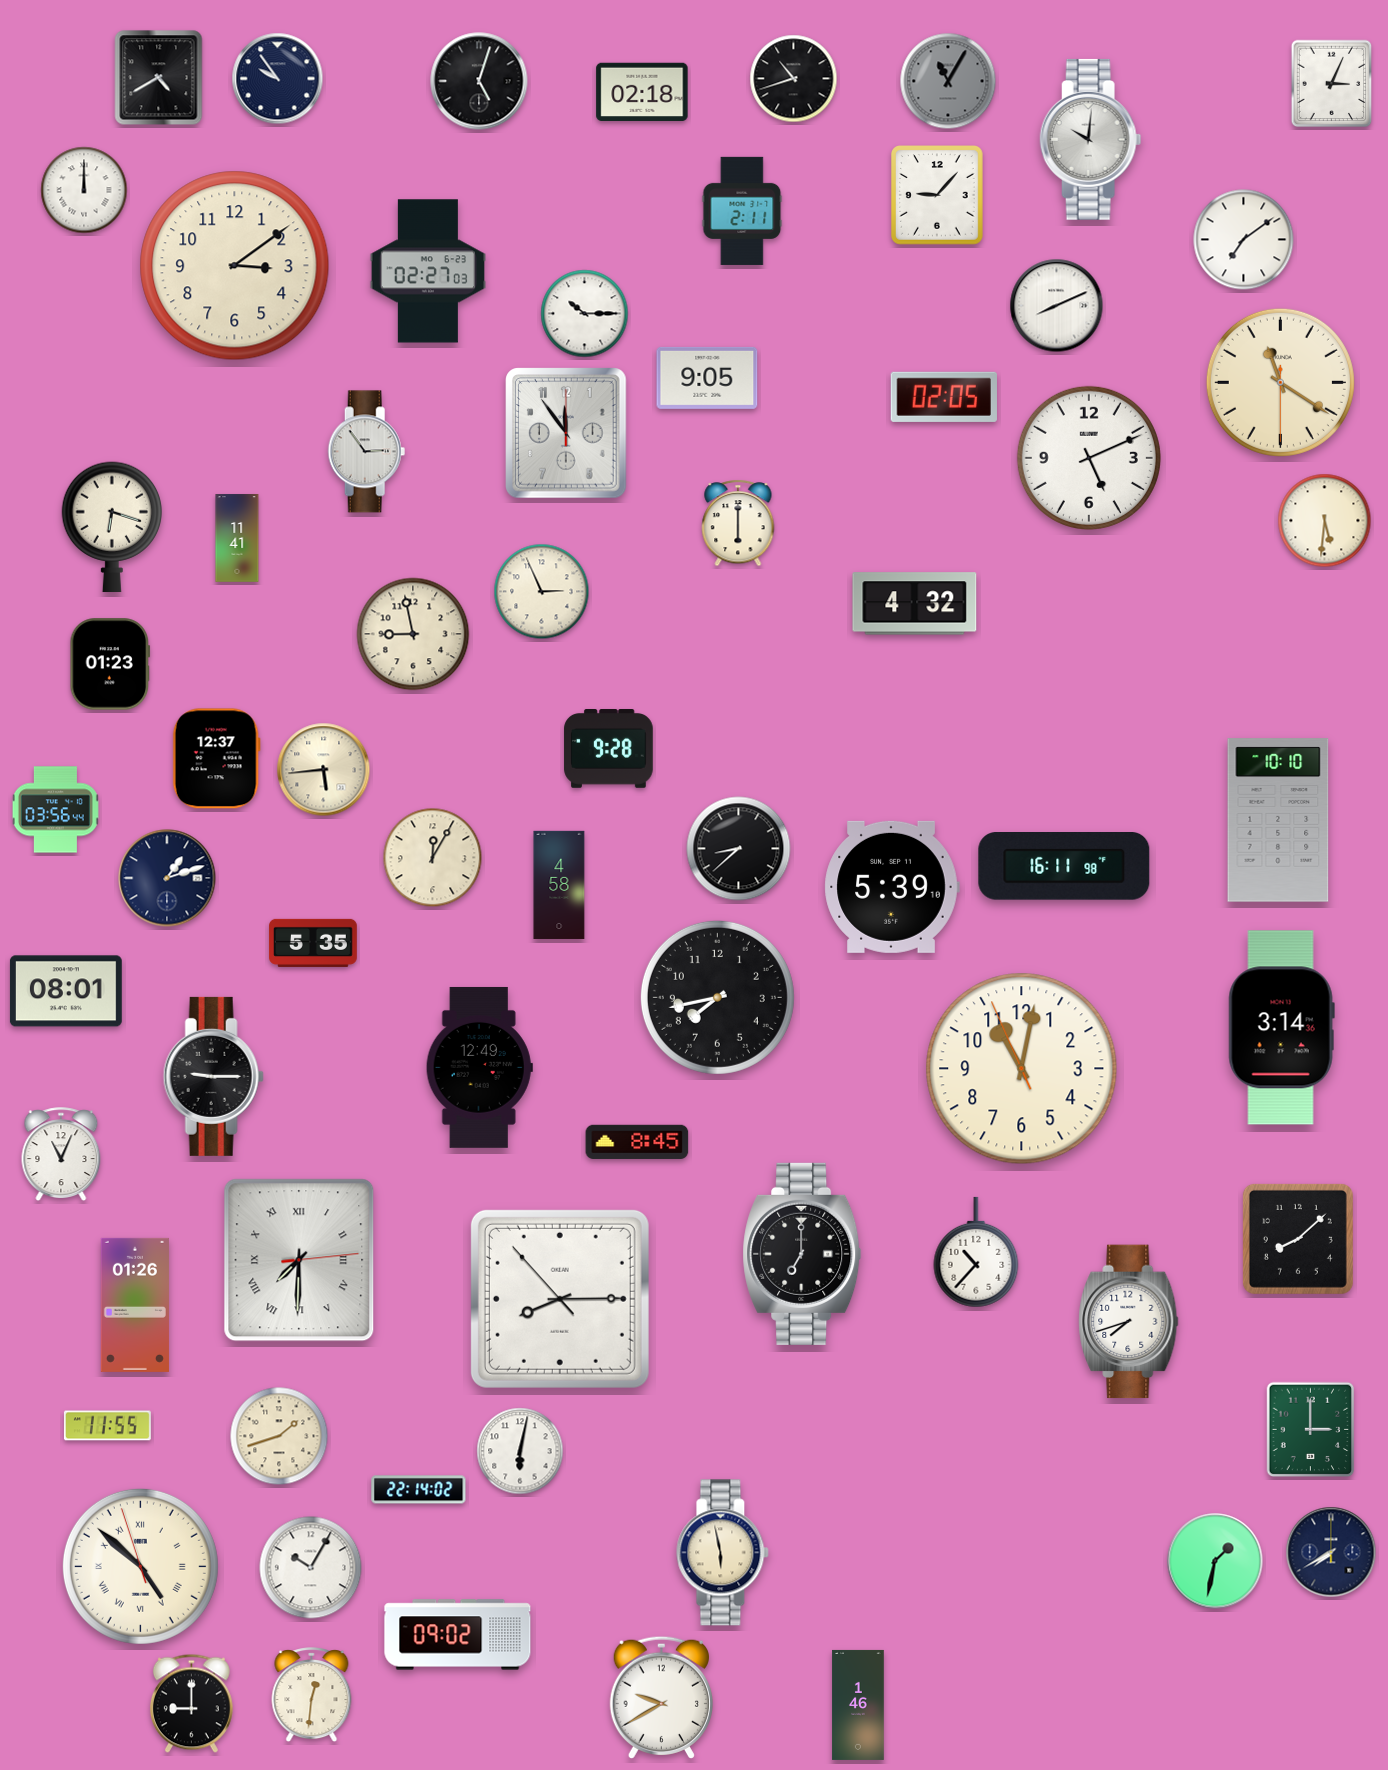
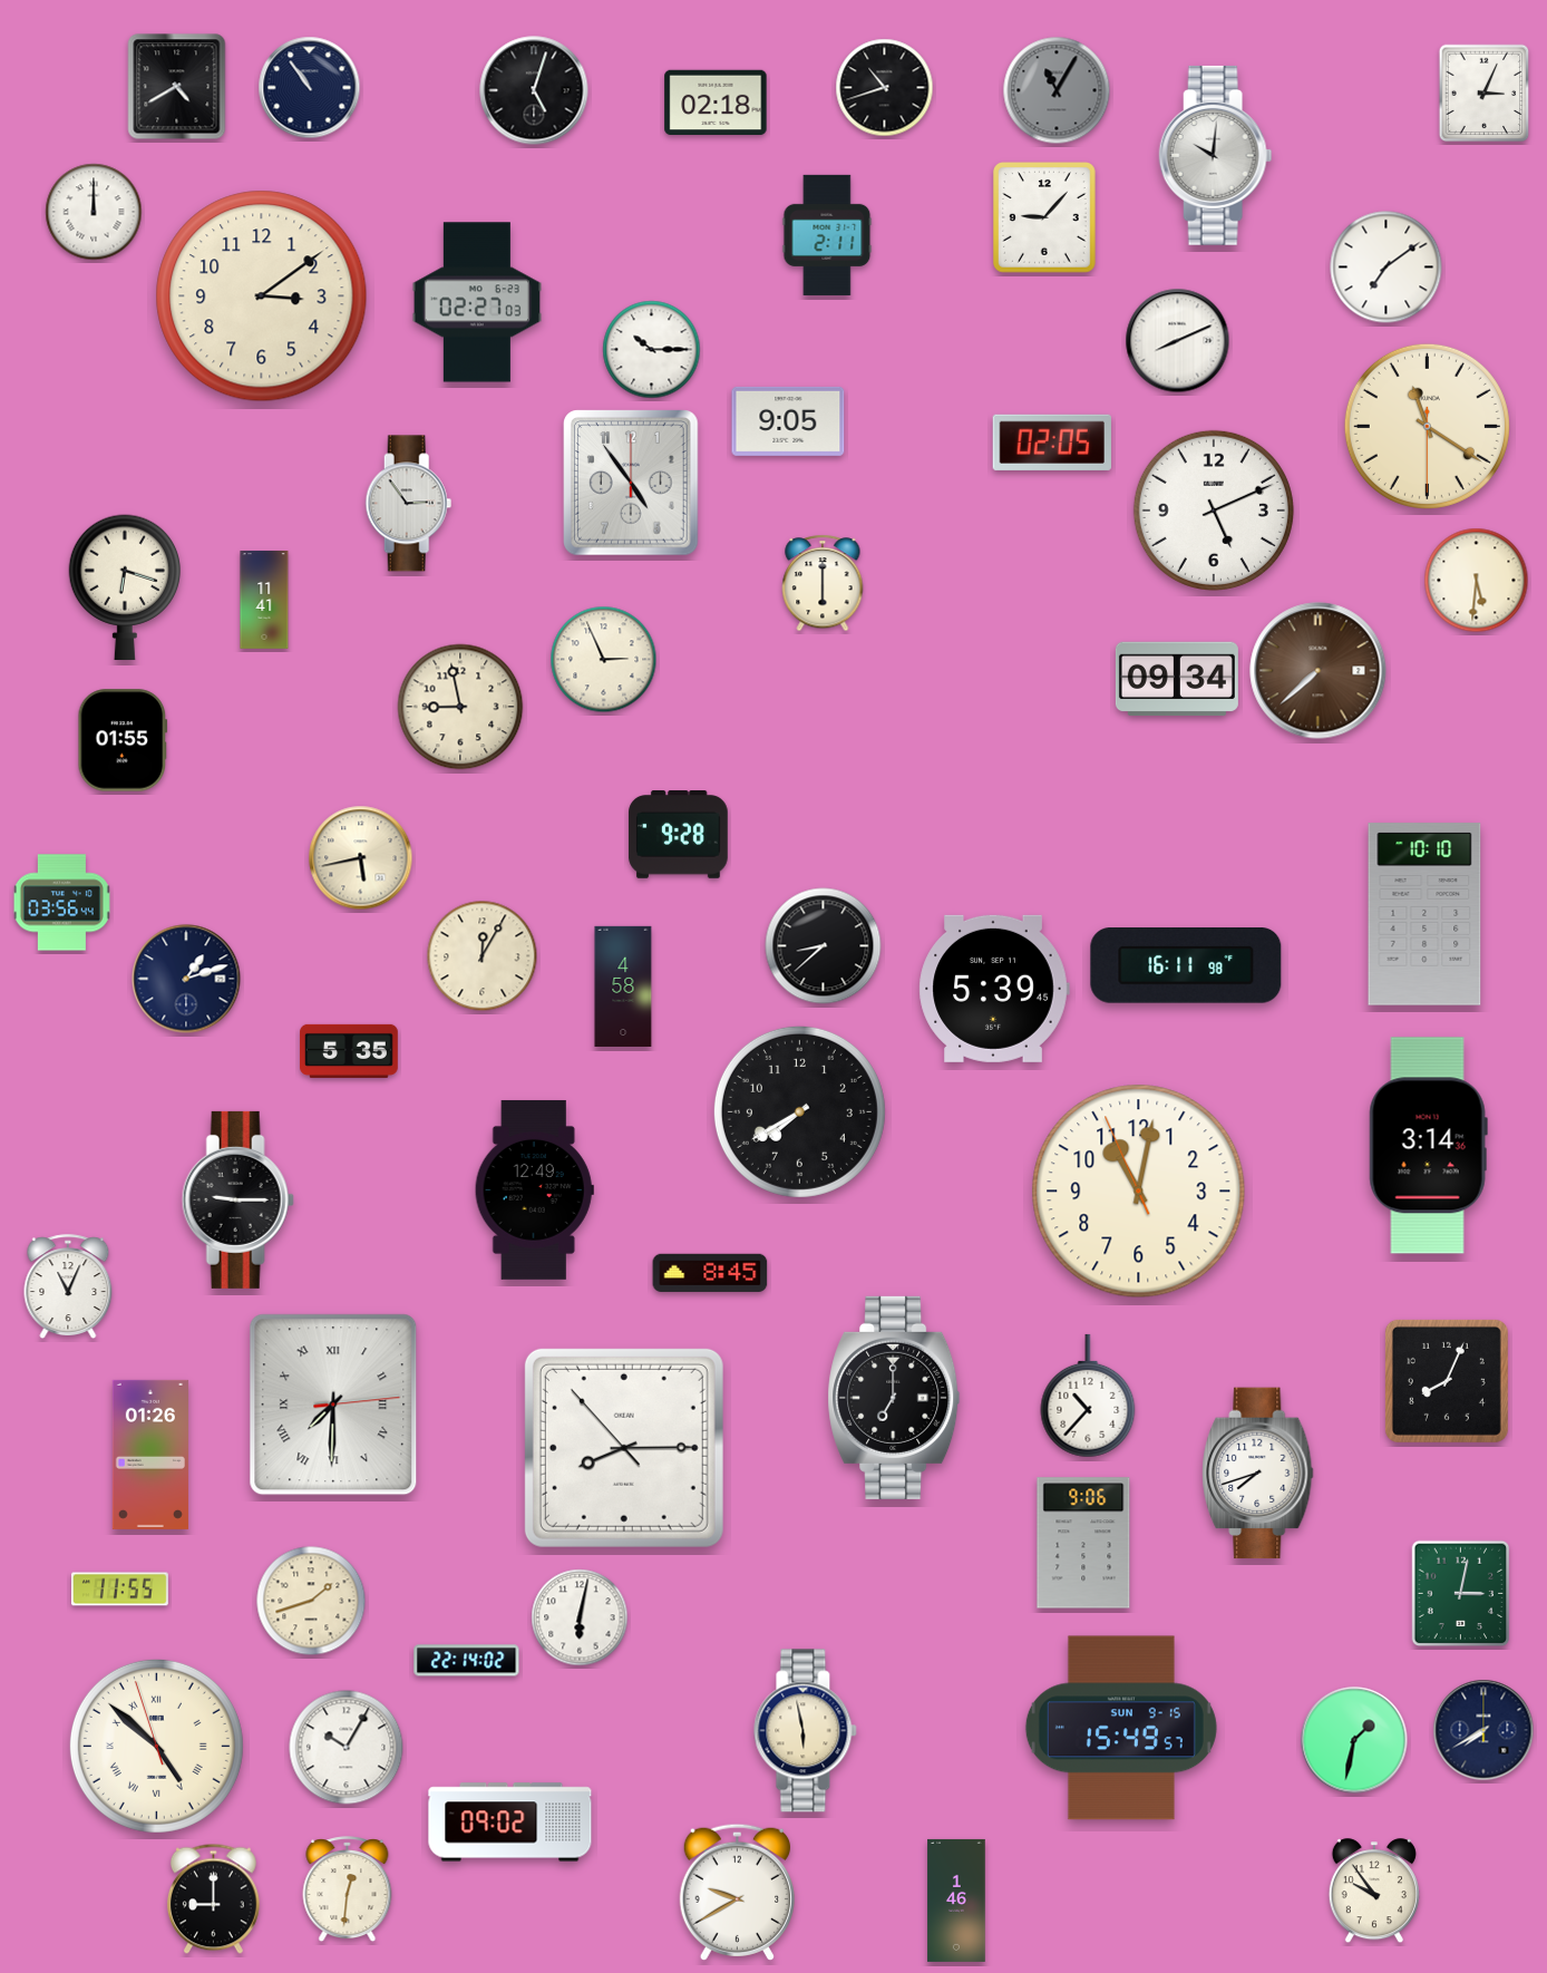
clock at (278, 79): 9:54 -> 10:54
clock at (566, 433): 11:54 -> 4:54
clock at (1319, 671): none -> 7:38
clock at (915, 604): 4:32 -> none
clock at (1177, 679): none -> 09:34
clock at (110, 664): 01:23 -> 01:55
clock at (216, 759): 12:37 -> none
clock at (324, 770): 5:44 -> 5:43
clock at (892, 887): 5:39:10 -> 5:39:45
clock at (66, 991): 08:01 -> none
clock at (717, 997): 7:43 -> 7:40
clock at (1298, 1239): 8:08 -> 8:04
clock at (1083, 1543): none -> 9:06
clock at (1311, 1430): 3:00 -> 3:02
clock at (1121, 1728): none -> 15:49
clock at (1374, 1892): none -> 9:54
